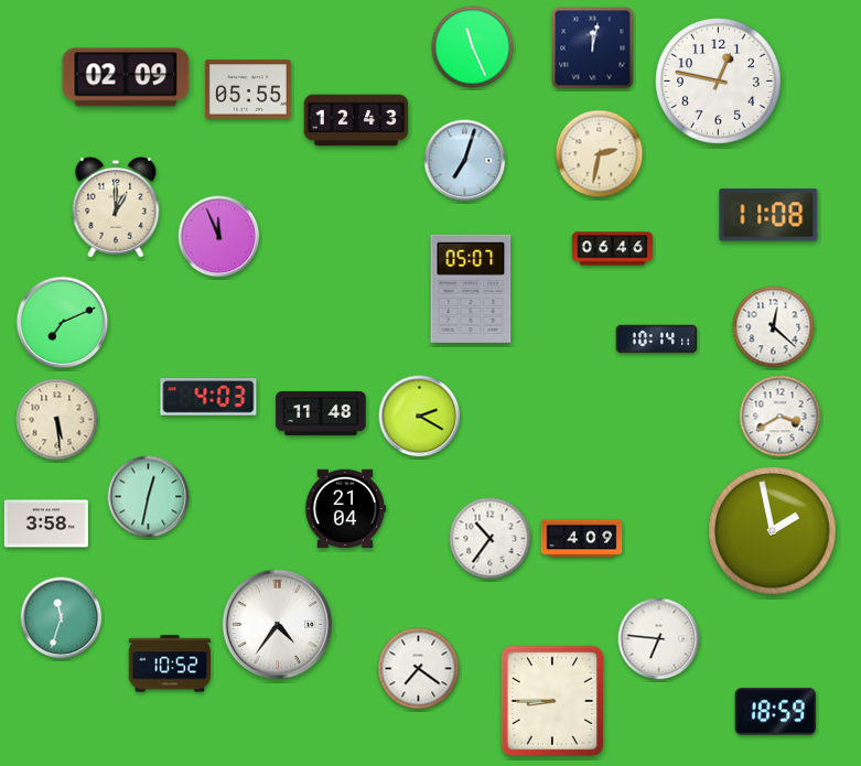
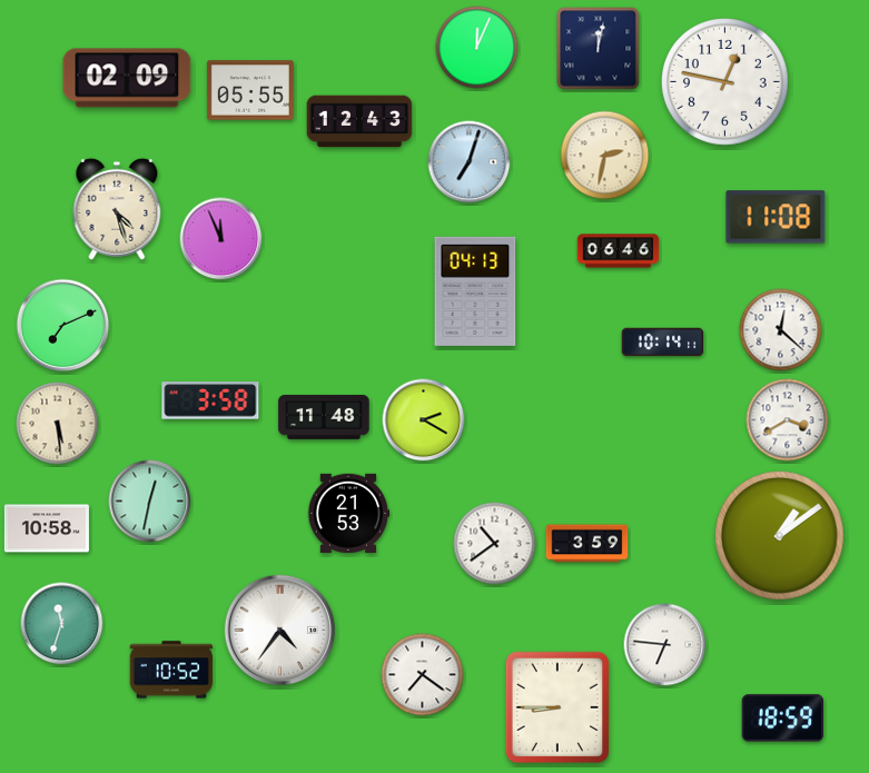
clock at (473, 47): 11:26 -> 12:04
clock at (116, 207): 1:00 -> 4:27
clock at (471, 289): 05:07 -> 04:13
clock at (208, 397): 4:03 -> 3:58
clock at (345, 508): 21:04 -> 21:53
clock at (46, 524): 3:58 -> 10:58
clock at (773, 531): 1:58 -> 1:09
clock at (491, 539): 10:36 -> 10:39
clock at (582, 539): 4:09 -> 3:59
